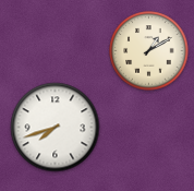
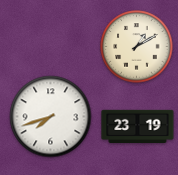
clock at (138, 126): none -> 23:19
